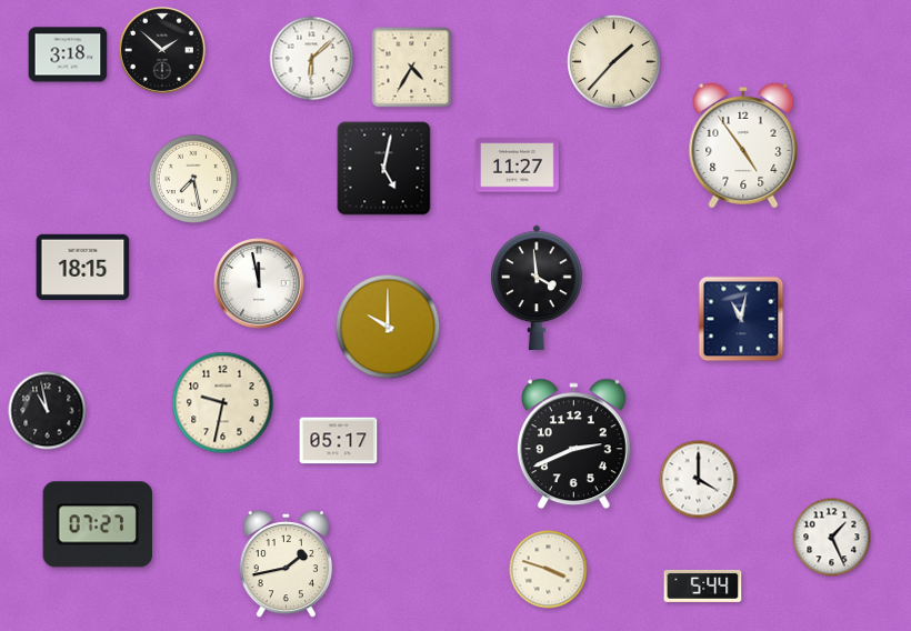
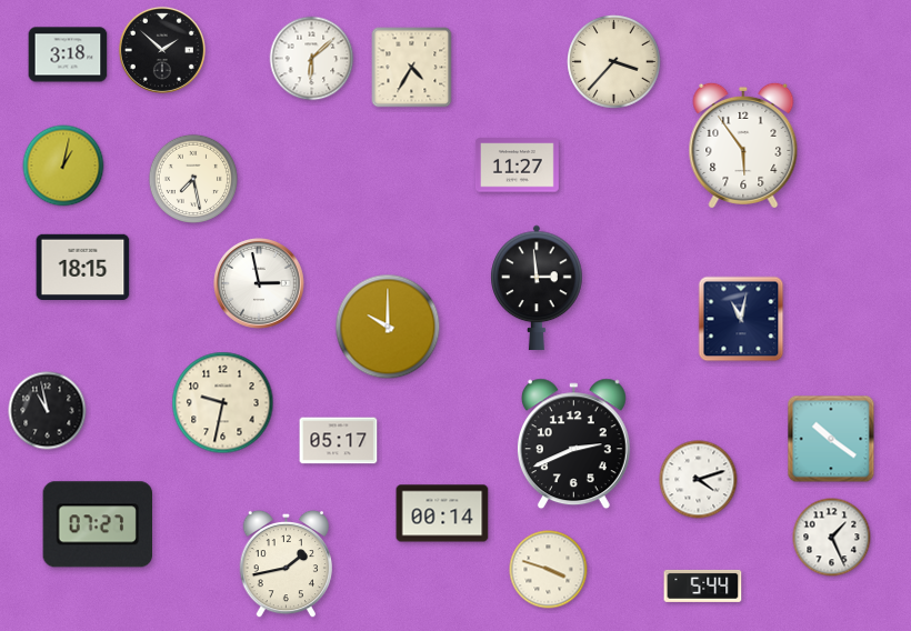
clock at (614, 62): 1:37 -> 3:37
clock at (743, 146): 4:54 -> 5:54
clock at (63, 166): none -> 1:02
clock at (384, 169): 5:02 -> none
clock at (260, 284): 11:58 -> 2:58
clock at (537, 288): 3:59 -> 2:59
clock at (831, 439): none -> 10:21
clock at (699, 480): 4:00 -> 4:12
clock at (442, 513): none -> 00:14
